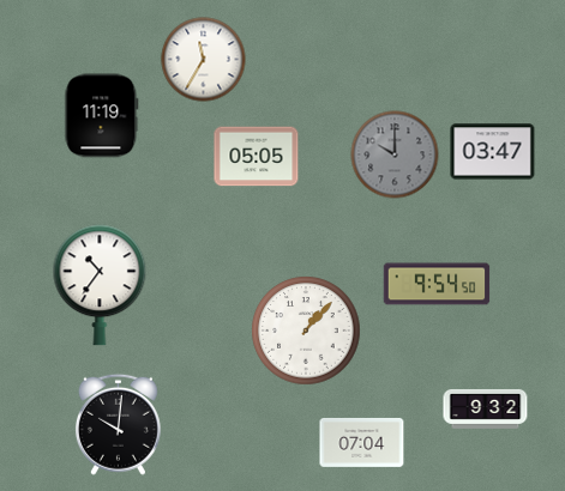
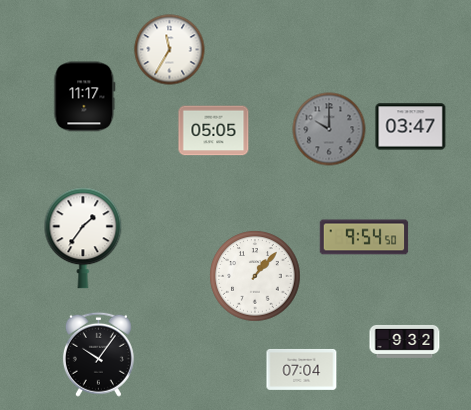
clock at (102, 116): 11:19 -> 11:17
clock at (100, 285): 10:36 -> 1:36
clock at (118, 424): 10:01 -> 10:06
